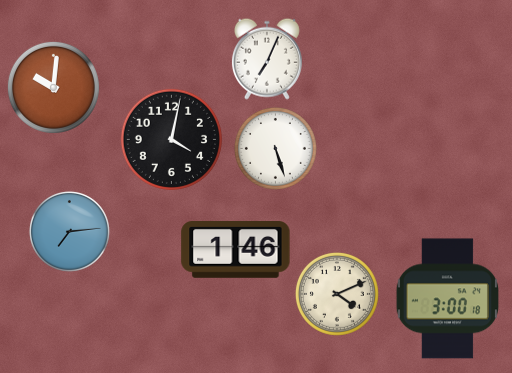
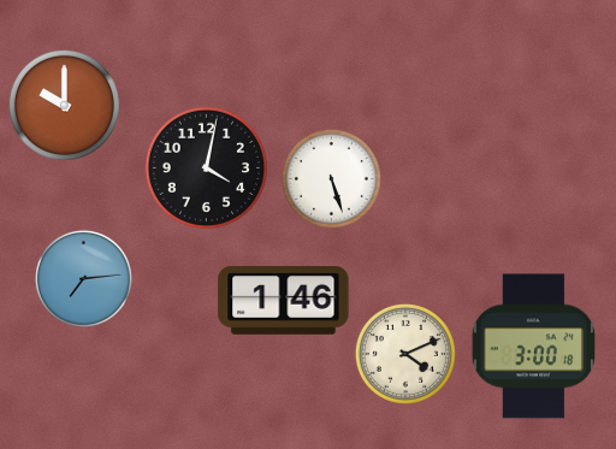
clock at (267, 59): 7:04 -> none
clock at (53, 87): 10:01 -> 10:00
clock at (447, 299) position: (447, 299) -> (533, 347)
